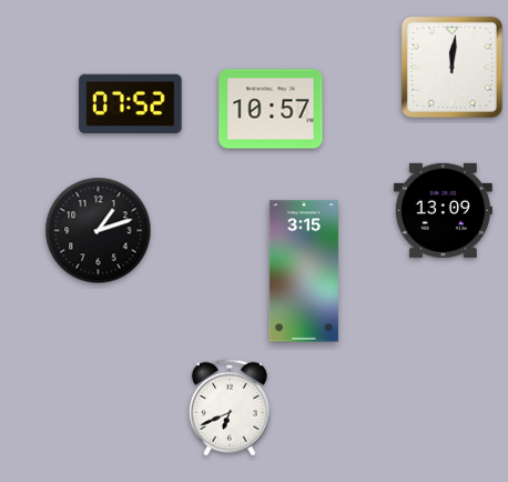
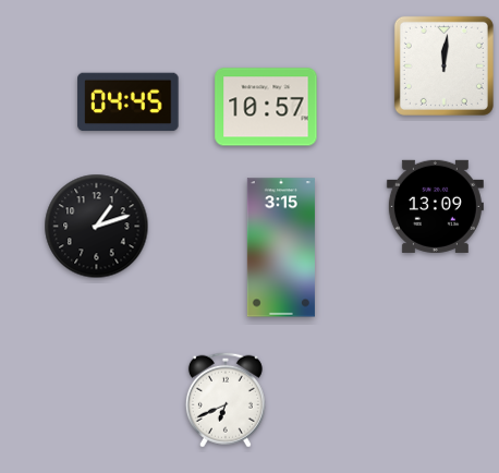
clock at (131, 104): 07:52 -> 04:45
clock at (304, 271) position: (304, 271) -> (281, 247)
